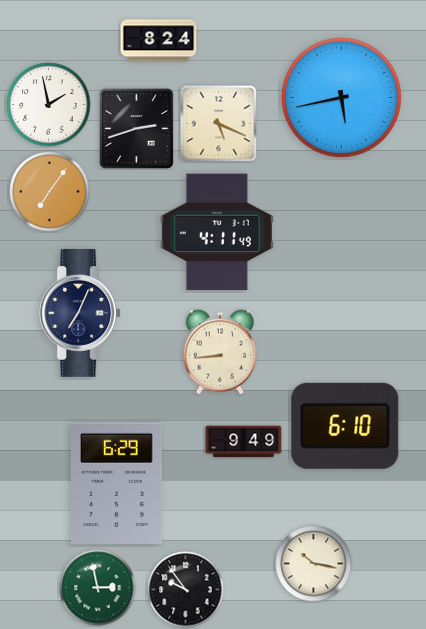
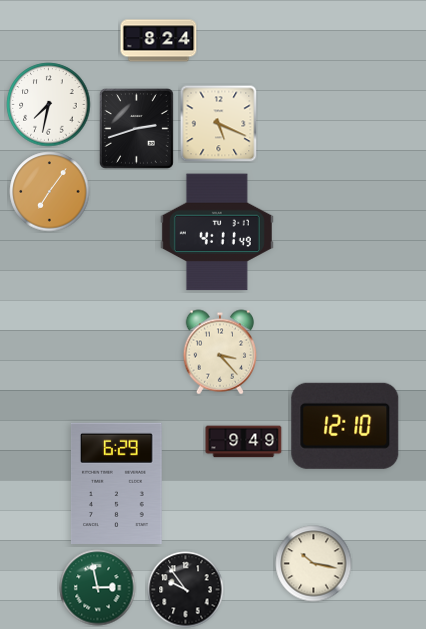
clock at (342, 98): 5:43 -> none
clock at (49, 105): 1:58 -> 7:32
clock at (80, 313): 7:04 -> none
clock at (220, 352): 8:44 -> 3:23
clock at (345, 426): 6:10 -> 12:10
